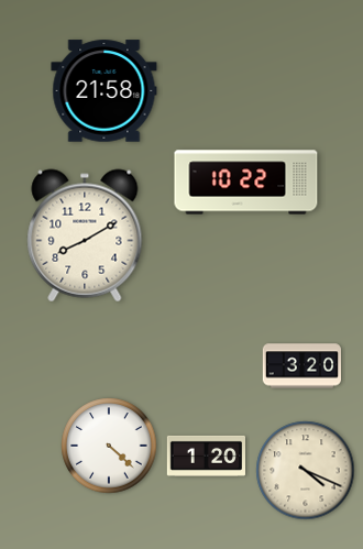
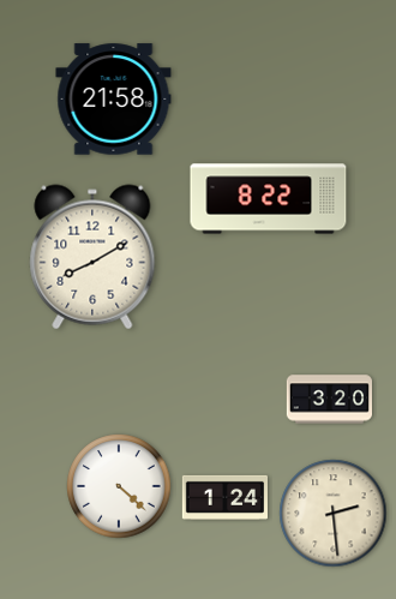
clock at (246, 183): 10:22 -> 8:22
clock at (206, 455): 1:20 -> 1:24
clock at (306, 471): 4:19 -> 2:29
